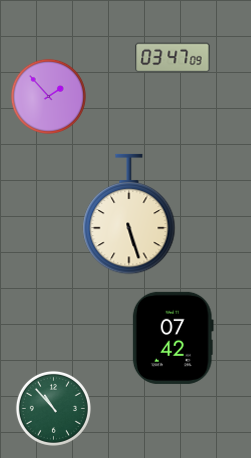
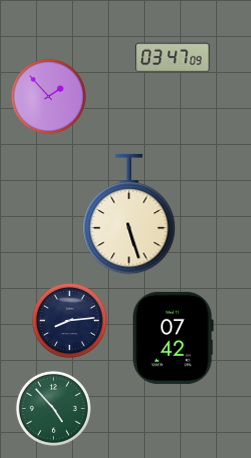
clock at (69, 320): none -> 8:14
clock at (53, 408): 10:53 -> 4:53
